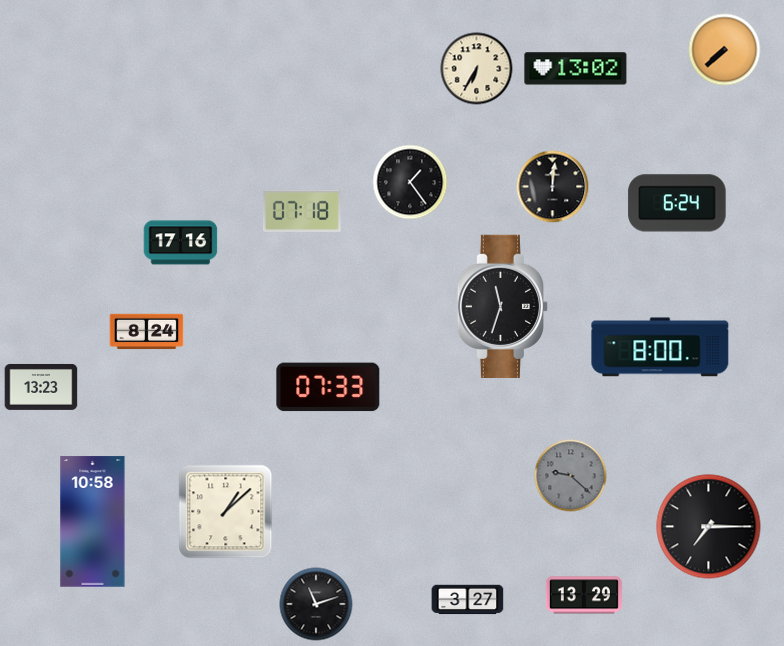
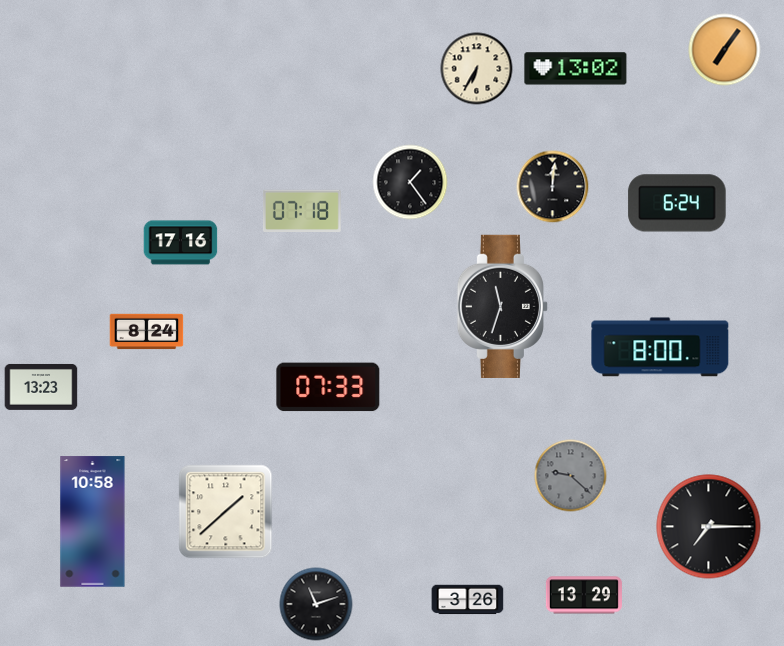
clock at (725, 50): 7:38 -> 7:06
clock at (226, 512): 1:08 -> 1:38
clock at (468, 600): 3:27 -> 3:26
